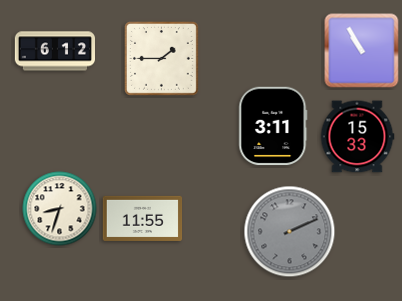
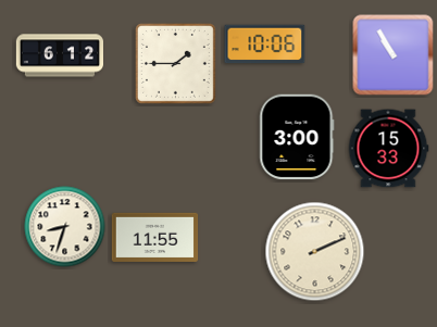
clock at (265, 45): none -> 10:06
clock at (273, 126): 3:11 -> 3:00
clock at (290, 232) dial: grey -> cream
